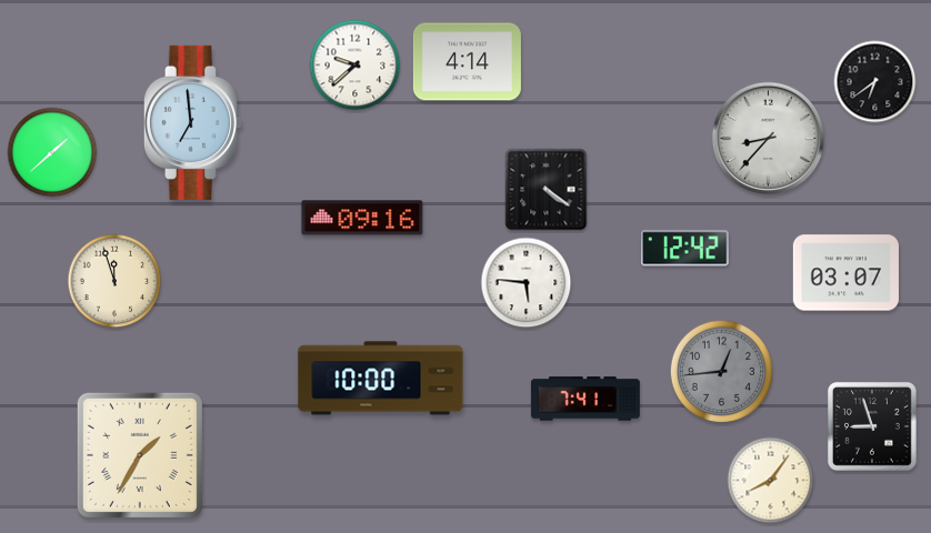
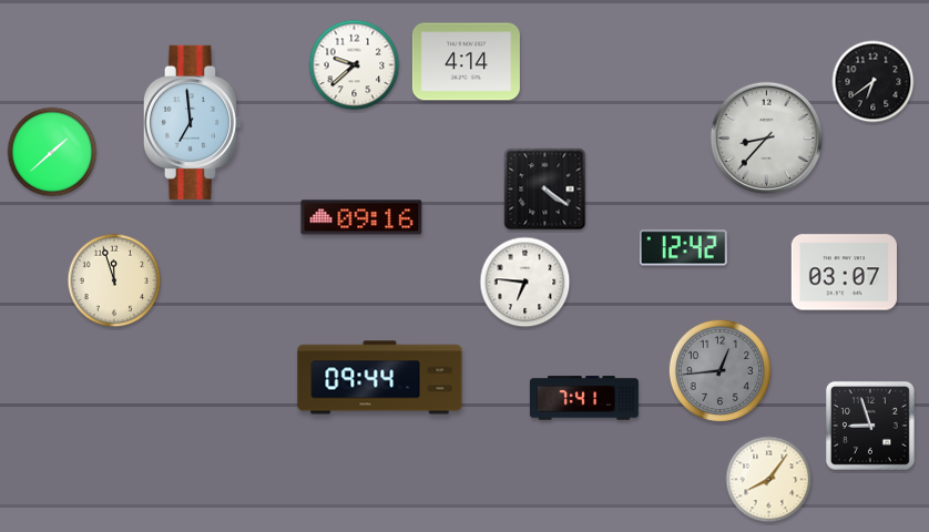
clock at (527, 283): 5:46 -> 6:46
clock at (381, 379): 10:00 -> 09:44
clock at (140, 455): 1:35 -> none
